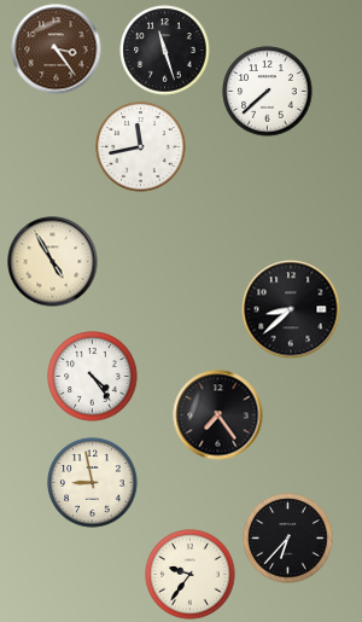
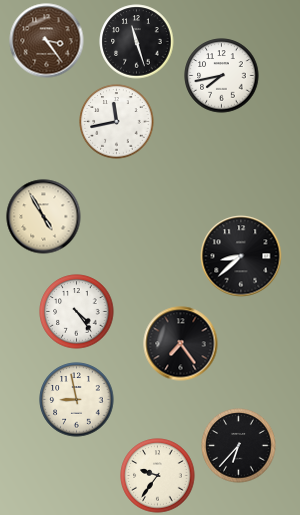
clock at (268, 92): 7:38 -> 7:43
